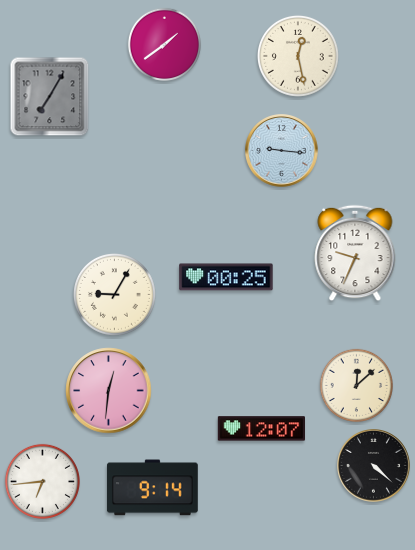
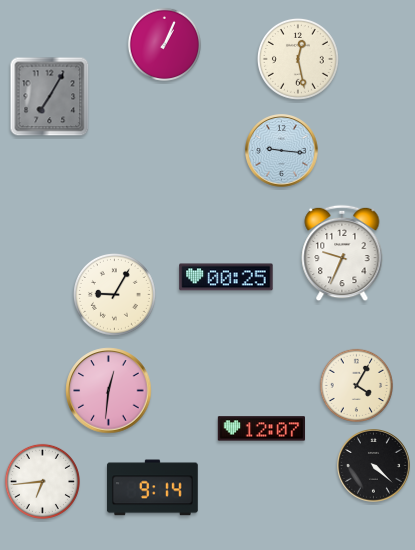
clock at (165, 45): 1:39 -> 1:04
clock at (298, 56) position: (298, 56) -> (298, 59)
clock at (355, 253) position: (355, 253) -> (342, 253)
clock at (357, 386): 12:08 -> 4:05
